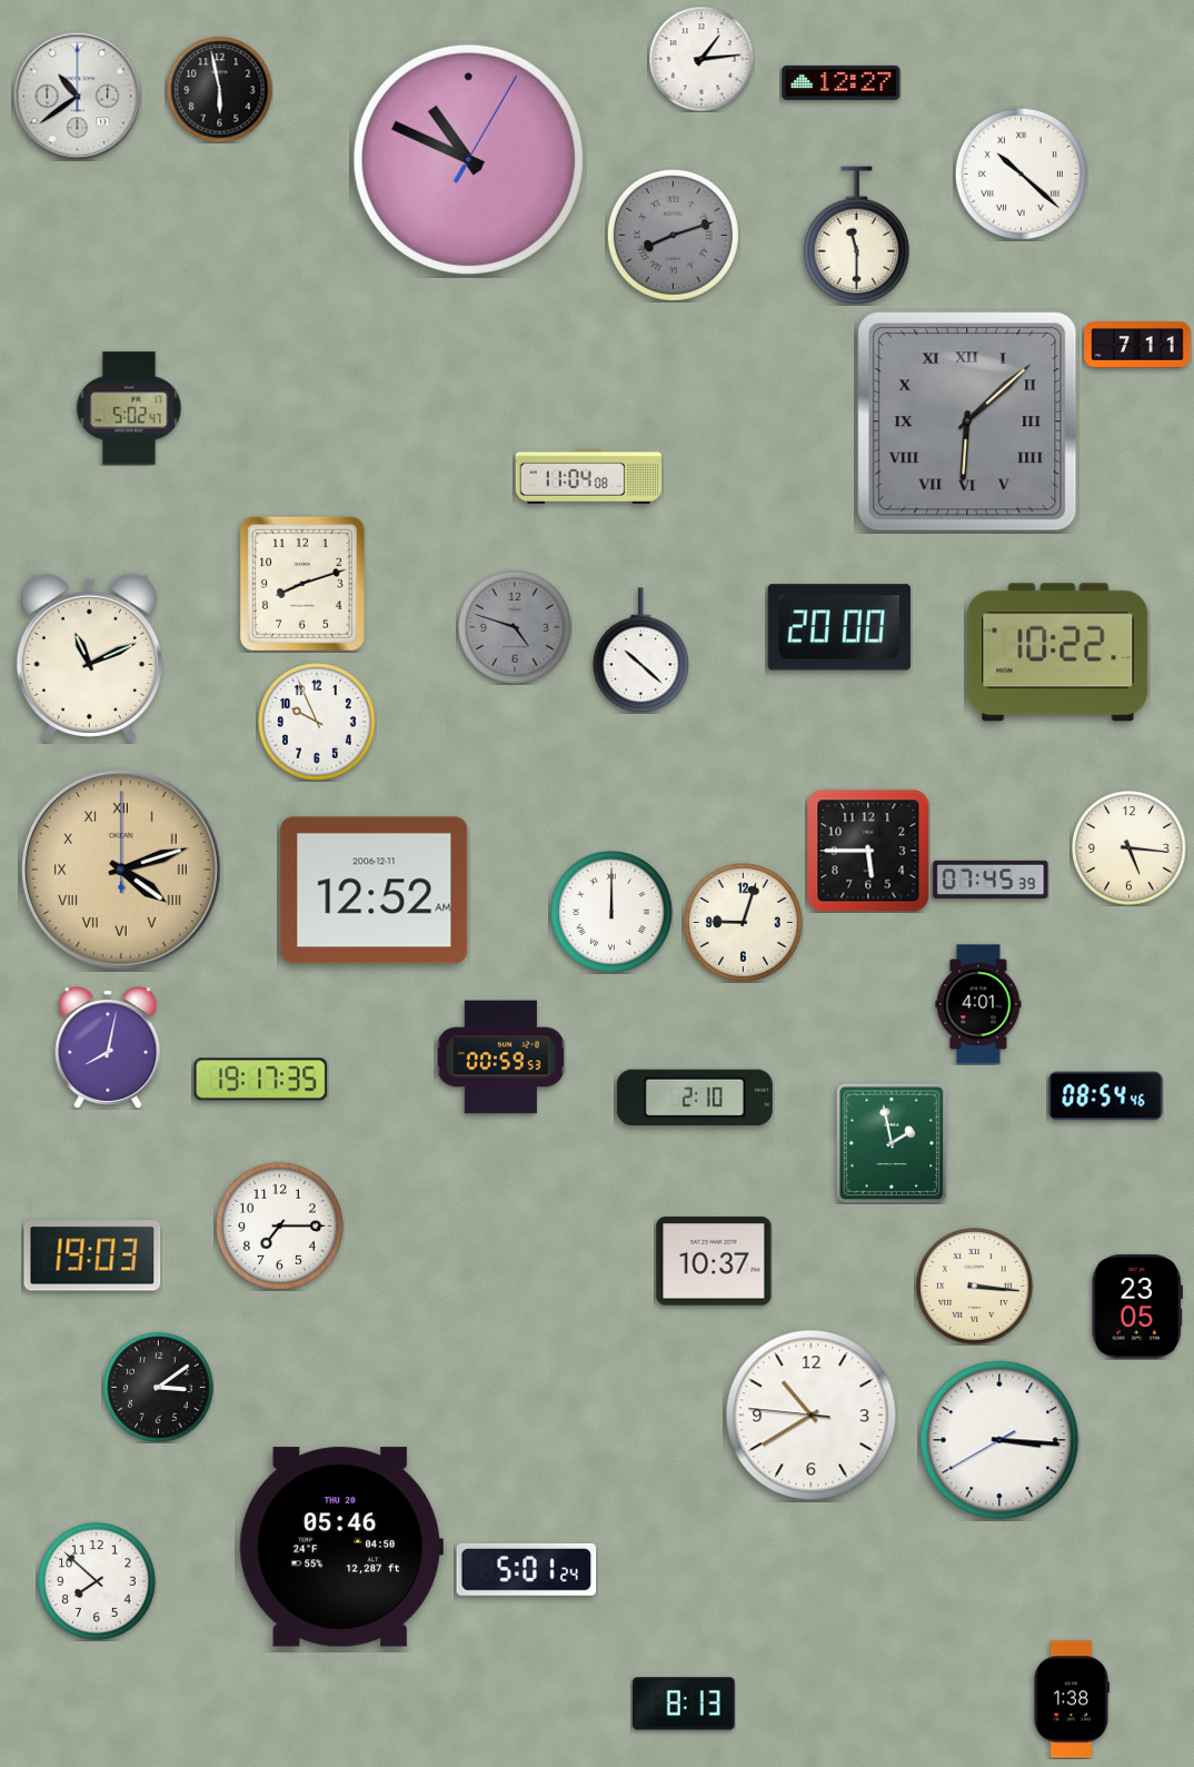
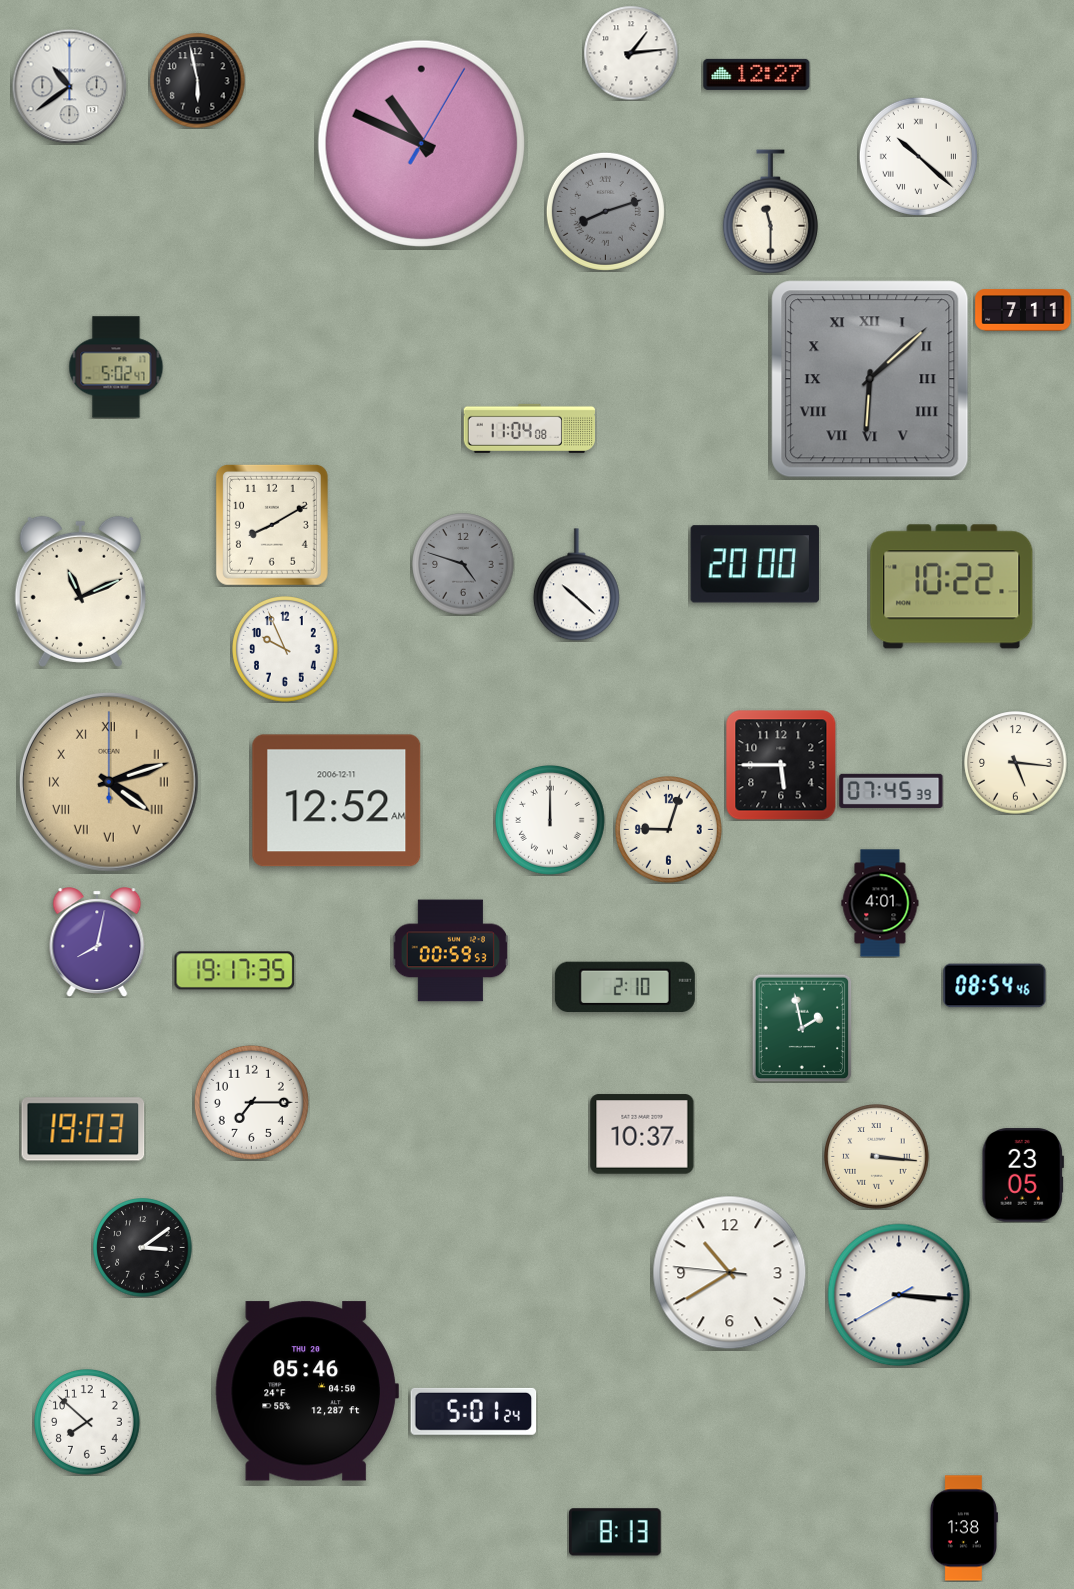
clock at (302, 584): 8:12 -> 8:10
